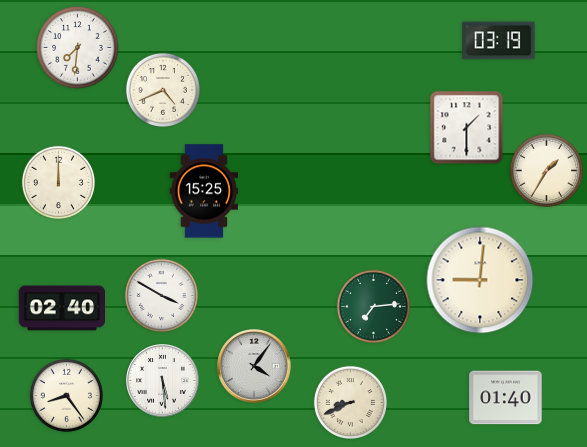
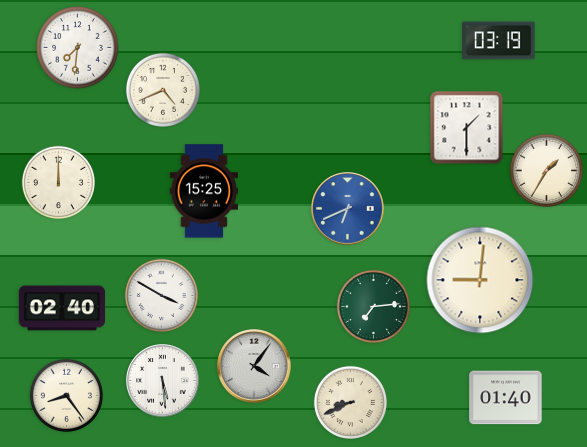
clock at (348, 209): none -> 6:41
